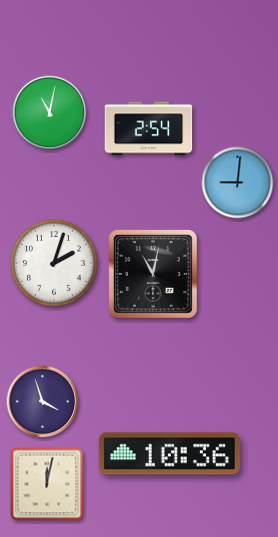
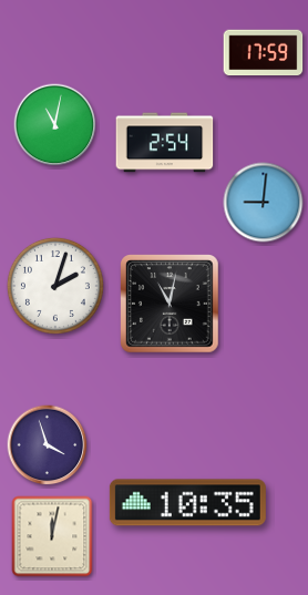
clock at (264, 53): none -> 17:59
clock at (54, 263) position: (54, 263) -> (55, 286)
clock at (169, 454): 10:36 -> 10:35
